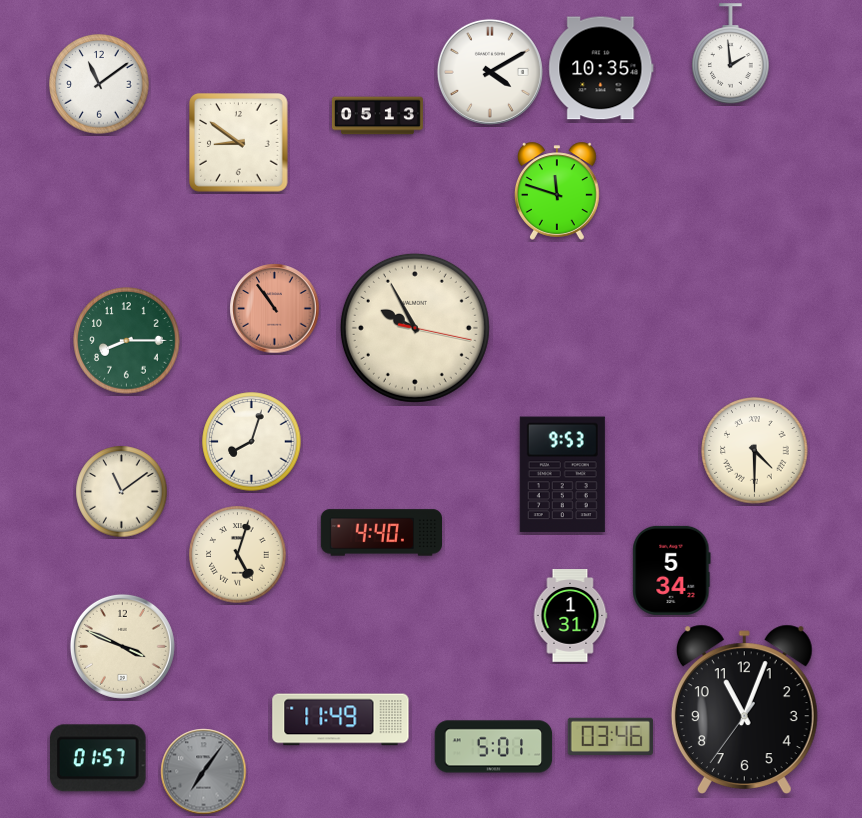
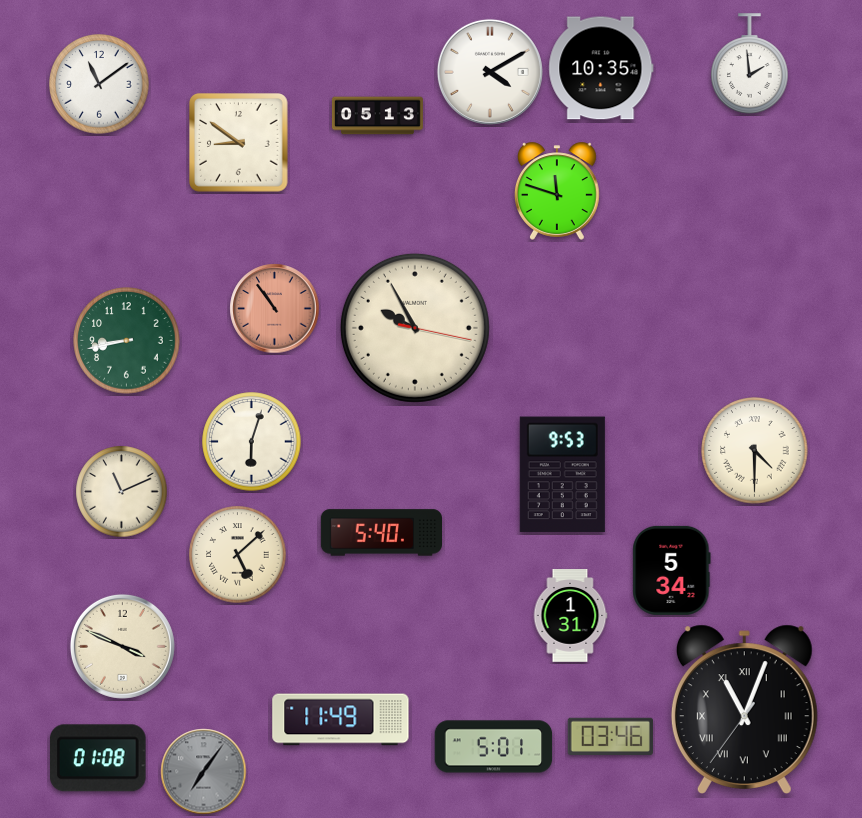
clock at (731, 54) position: (731, 54) -> (750, 64)
clock at (127, 341): 8:15 -> 8:43
clock at (252, 442): 8:03 -> 6:03
clock at (122, 492): 11:09 -> 11:11
clock at (381, 533): 4:40 -> 5:40
clock at (238, 555): 5:03 -> 5:08
clock at (744, 709) numerals: Arabic -> Roman
clock at (98, 758): 01:57 -> 01:08
